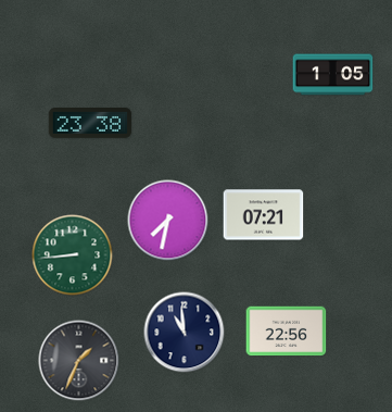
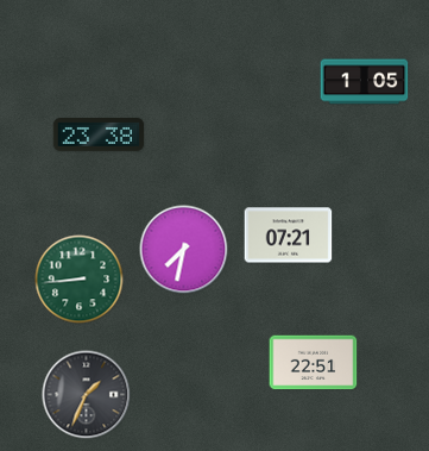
clock at (168, 221) position: (168, 221) -> (184, 250)
clock at (287, 332): 22:56 -> 22:51
clock at (185, 333): 10:59 -> none
